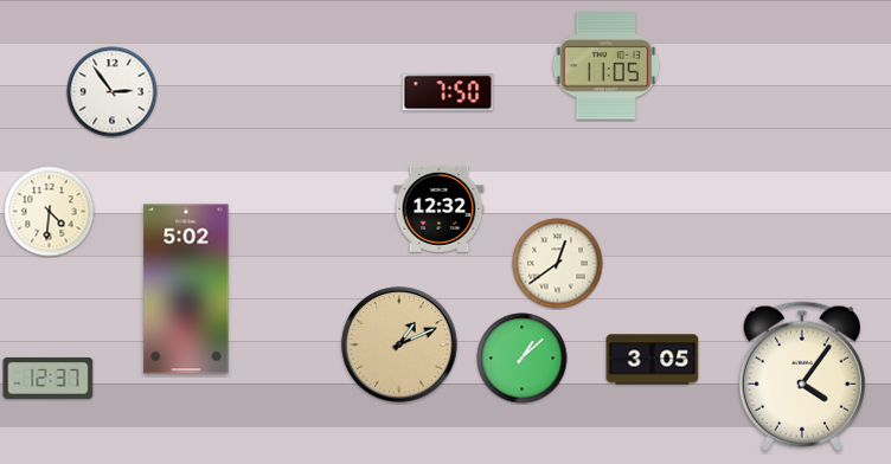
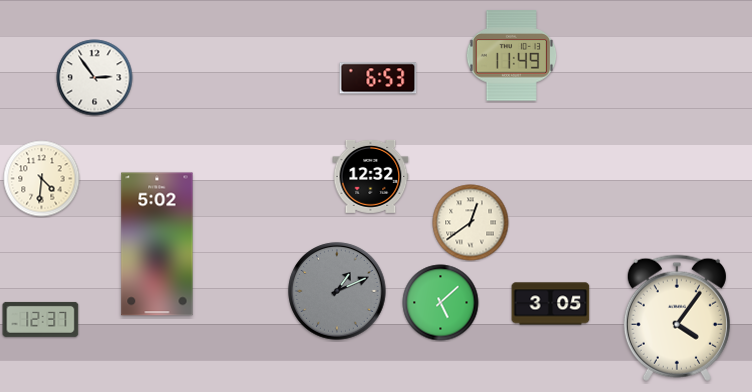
clock at (607, 66): 11:05 -> 11:49
clock at (448, 92): 7:50 -> 6:53
clock at (399, 344) dial: champagne -> grey
clock at (523, 359): 1:08 -> 5:08
